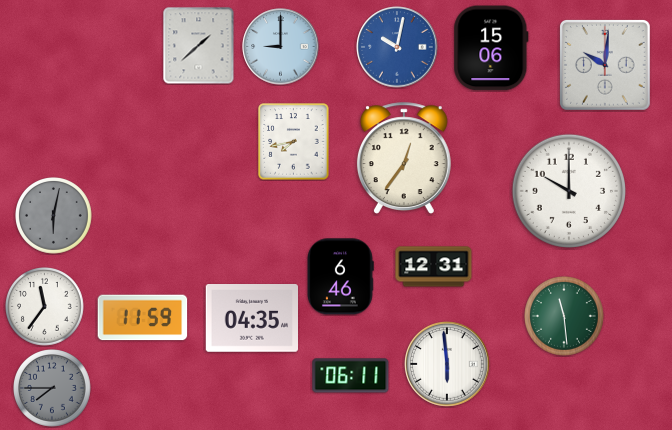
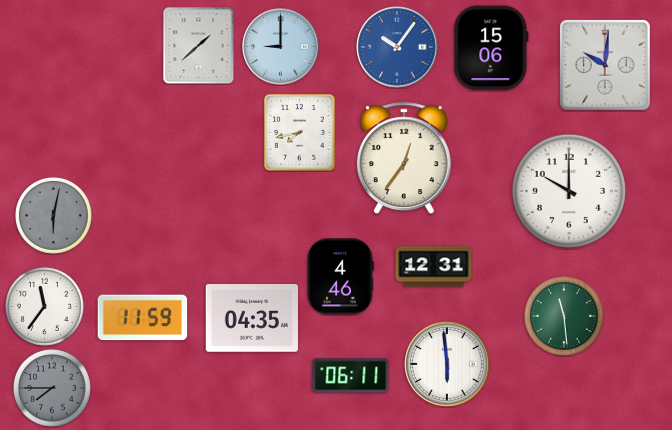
clock at (397, 47): 10:02 -> 10:06
clock at (294, 142) position: (294, 142) -> (300, 133)
clock at (340, 277): 6:46 -> 4:46
